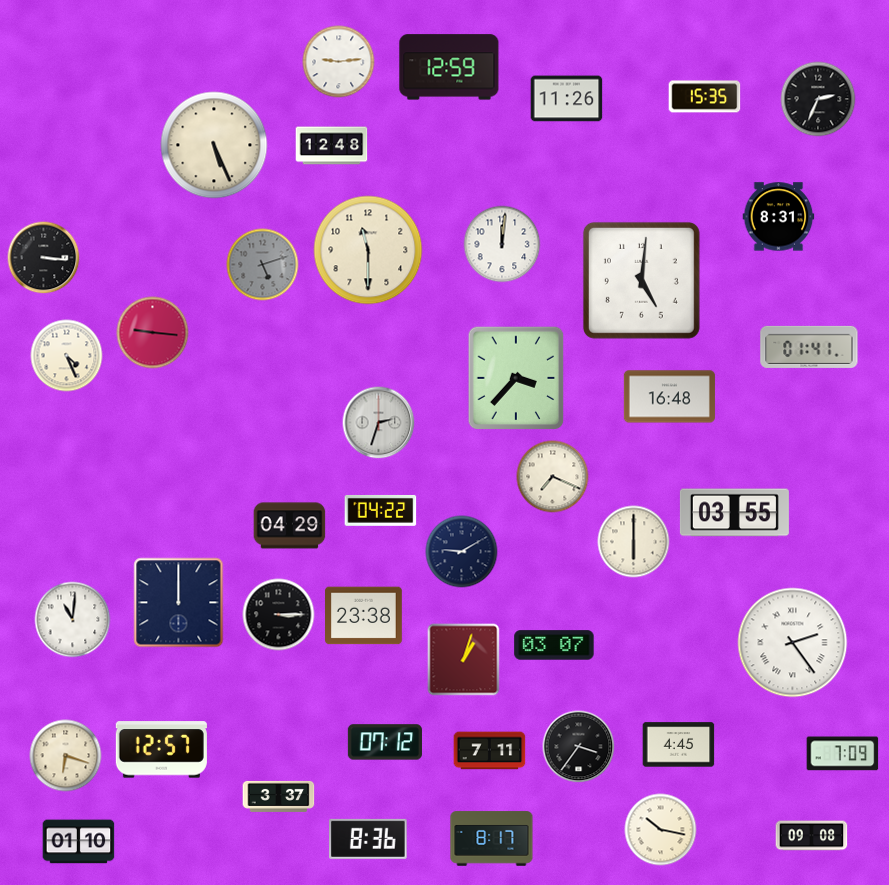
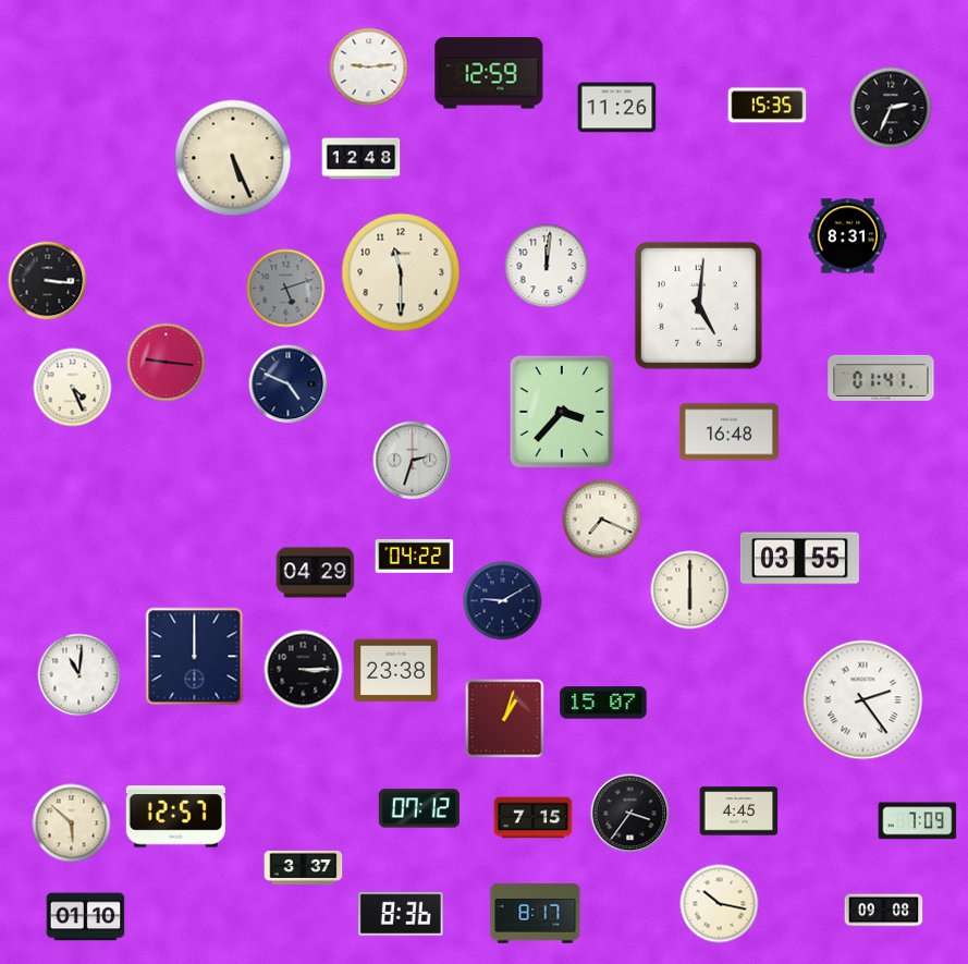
clock at (289, 385): none -> 4:49
clock at (554, 645): 03:07 -> 15:07
clock at (490, 751): 7:11 -> 7:15
clock at (66, 756): 6:18 -> 5:52
